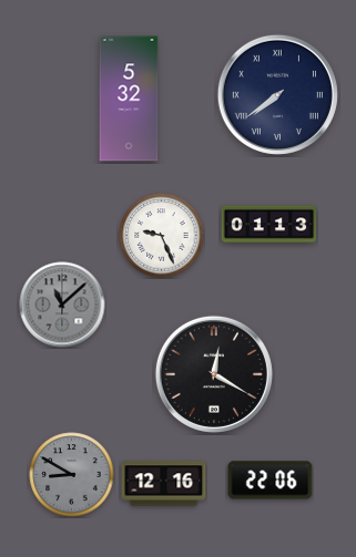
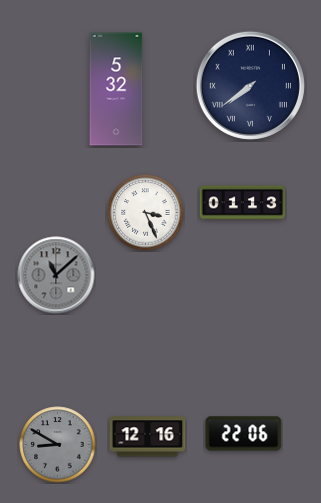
clock at (162, 236): 9:26 -> 3:26
clock at (214, 374): 12:20 -> none
clock at (72, 475) position: (72, 475) -> (58, 445)
